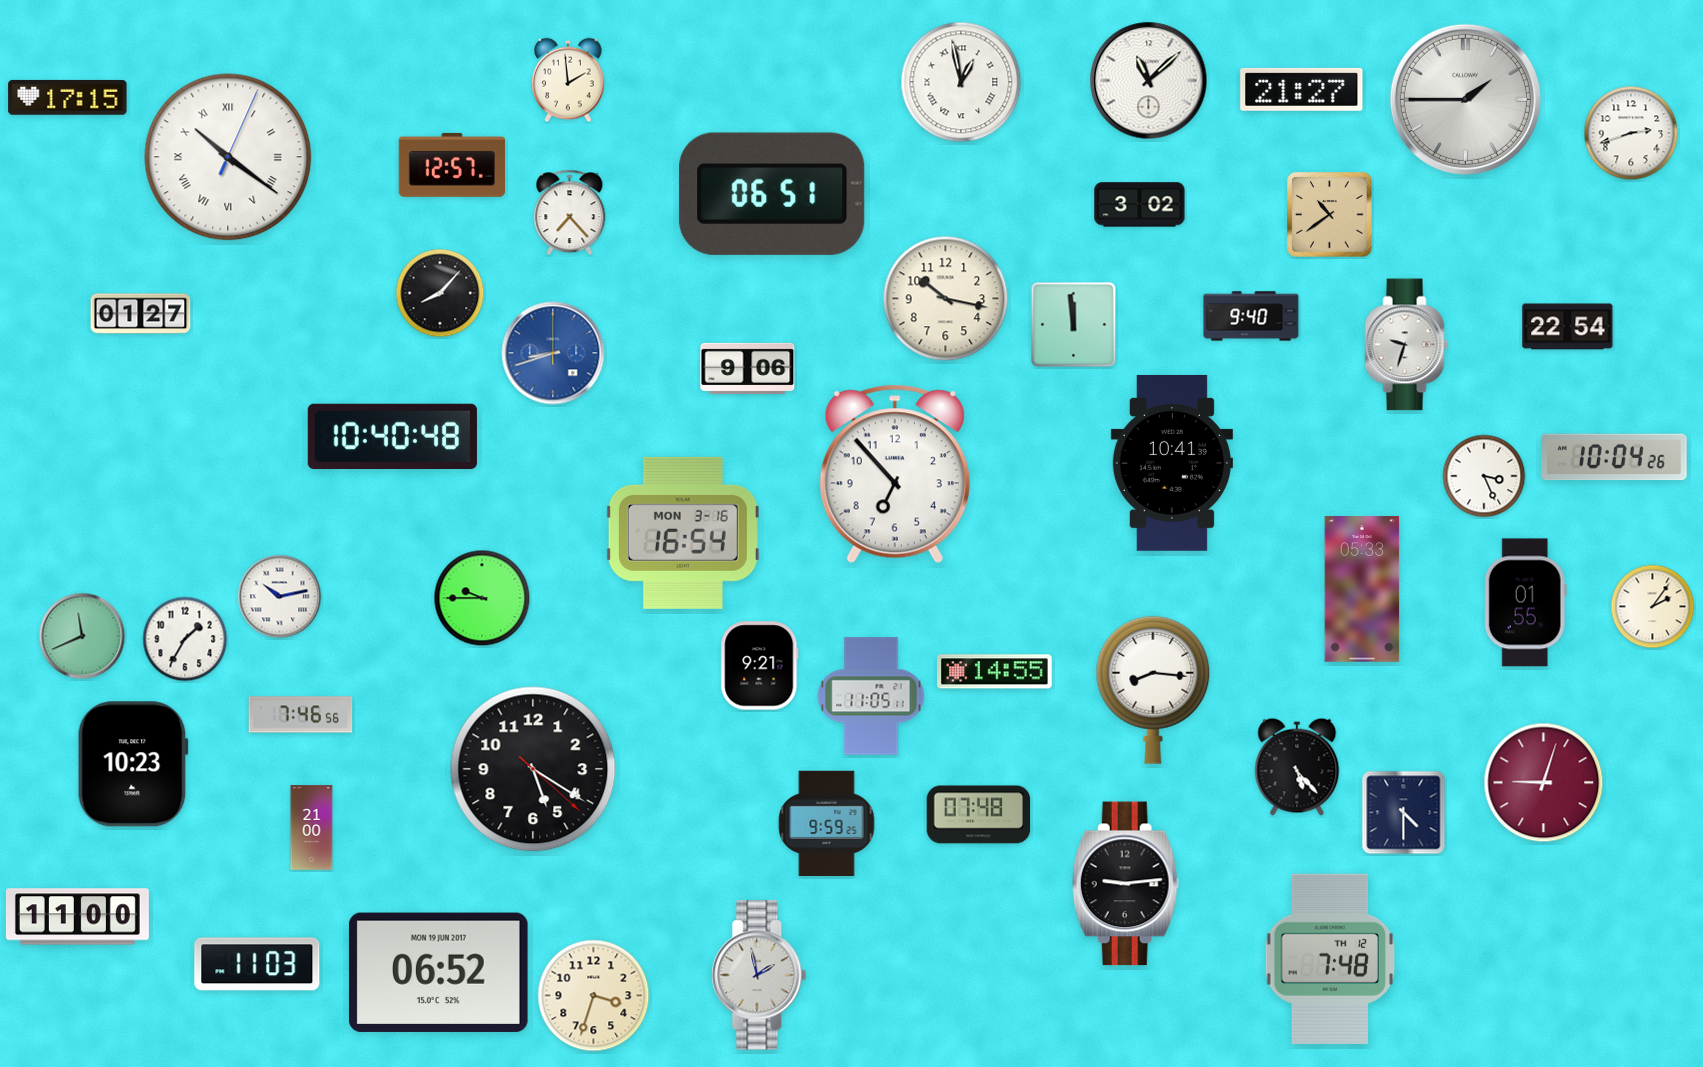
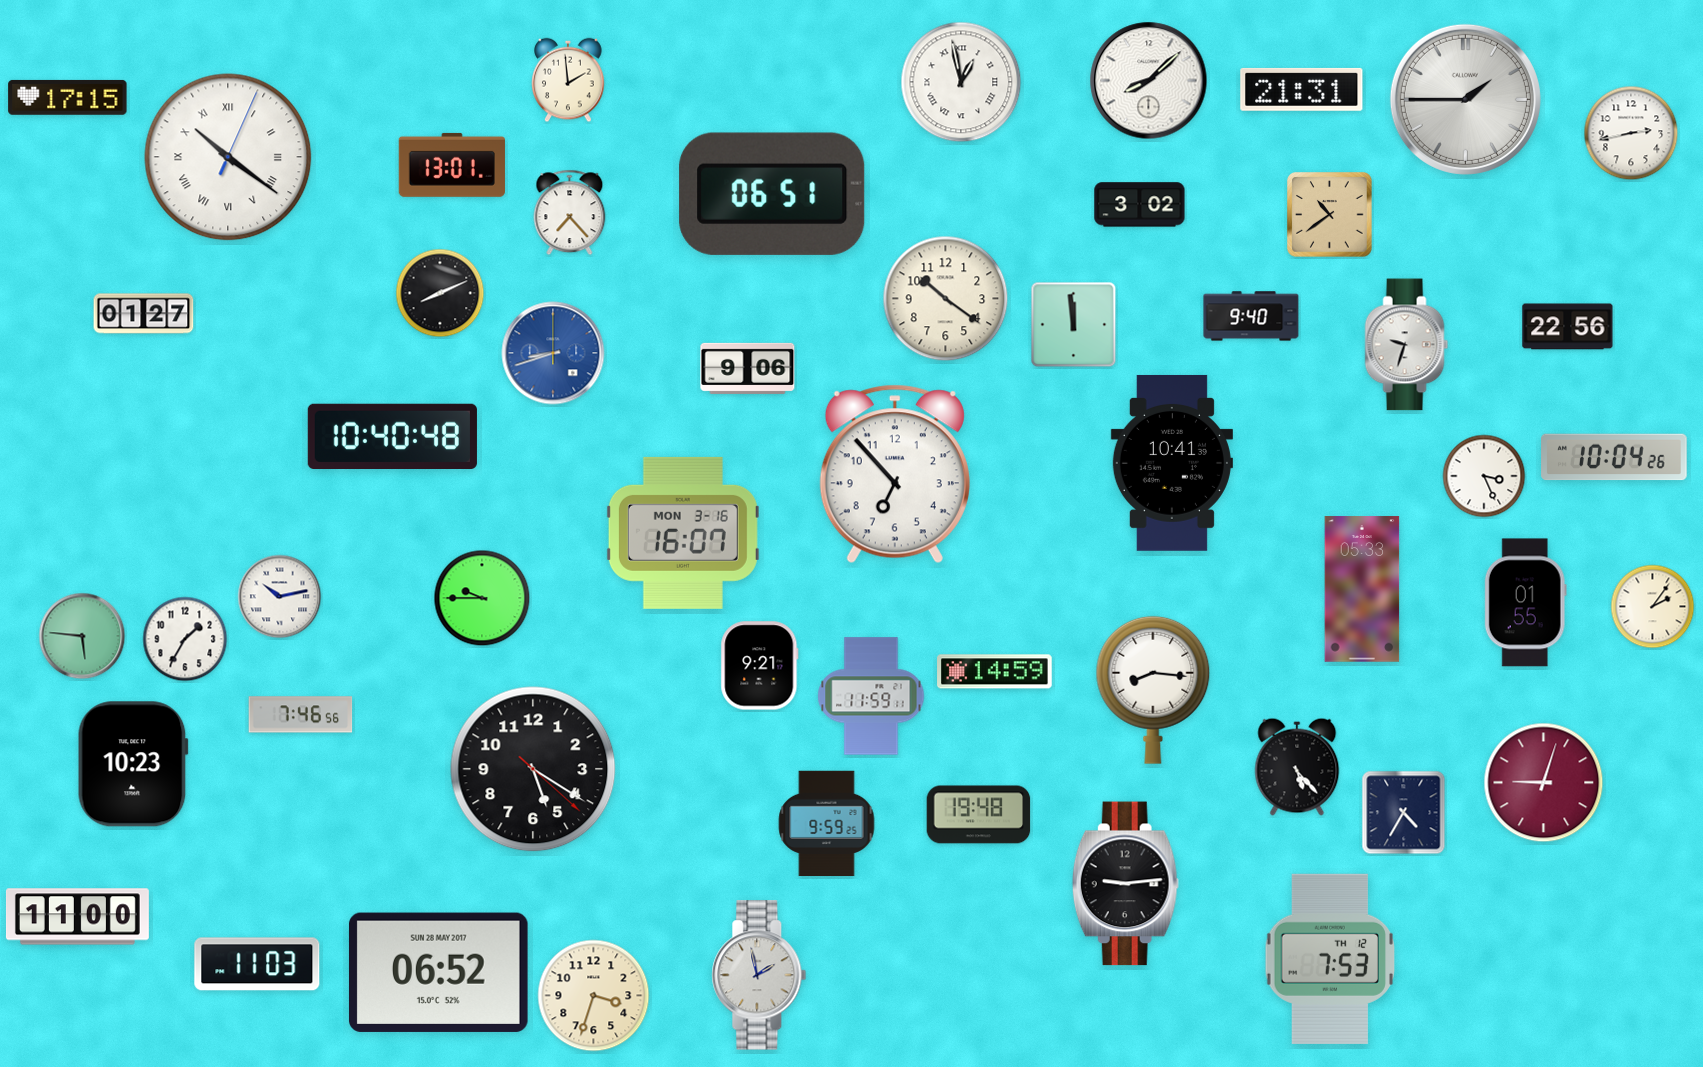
clock at (1149, 81): 11:08 -> 8:08
clock at (1302, 89): 21:27 -> 21:31
clock at (1631, 133): 2:42 -> 2:43
clock at (452, 165): 12:57 -> 13:01
clock at (440, 293): 8:07 -> 8:11
clock at (946, 299): 10:17 -> 10:21
clock at (141, 314) position: (141, 314) -> (144, 314)
clock at (1568, 327): 22:54 -> 22:56
clock at (683, 533): 16:54 -> 16:07
clock at (82, 636): 11:41 -> 5:46
clock at (995, 672): 14:55 -> 14:59
clock at (871, 696): 11:05 -> 11:59
clock at (1404, 813): 4:30 -> 4:35
clock at (979, 815): 07:48 -> 19:48
clock at (312, 828): 21:00 -> none
clock at (1330, 959): 7:48 -> 7:53
clock at (438, 972) date: MON 19 JUN 2017 -> SUN 28 MAY 2017
